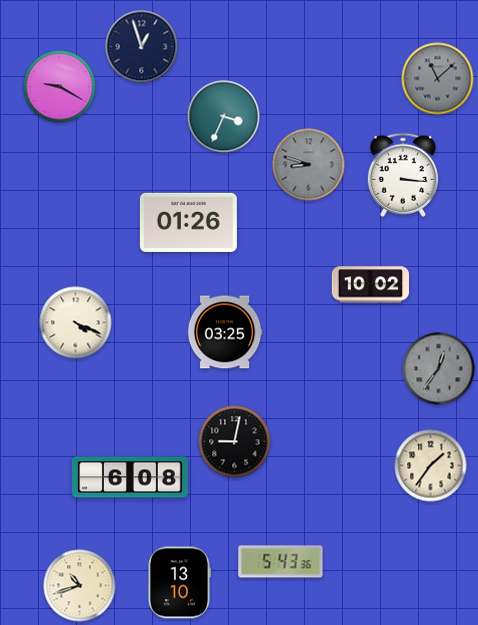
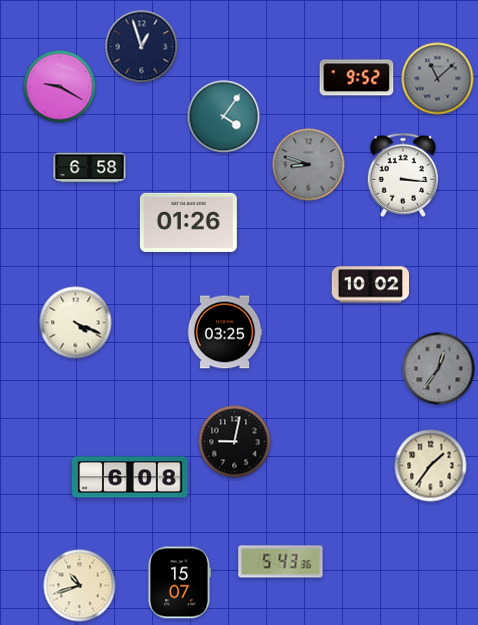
clock at (357, 78): none -> 9:52
clock at (224, 117): 3:34 -> 4:06
clock at (90, 168): none -> 6:58
clock at (179, 583): 13:10 -> 15:07
